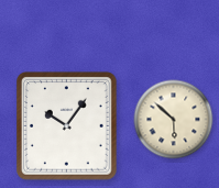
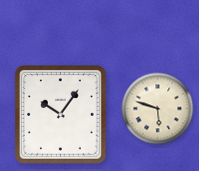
clock at (174, 120): 5:52 -> 5:48
